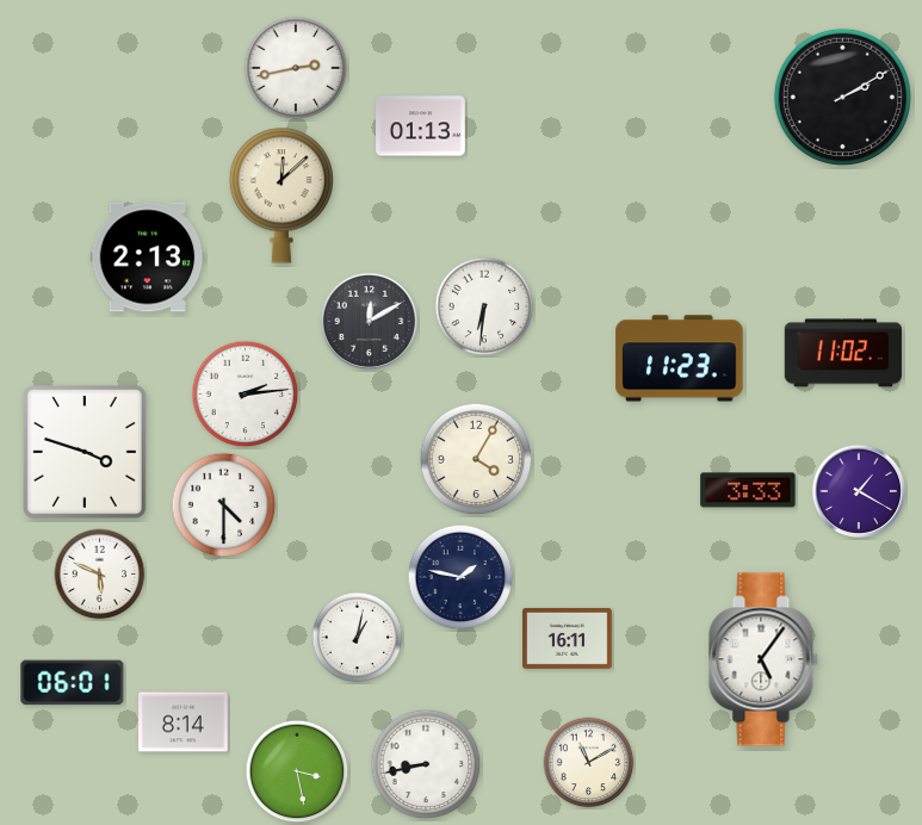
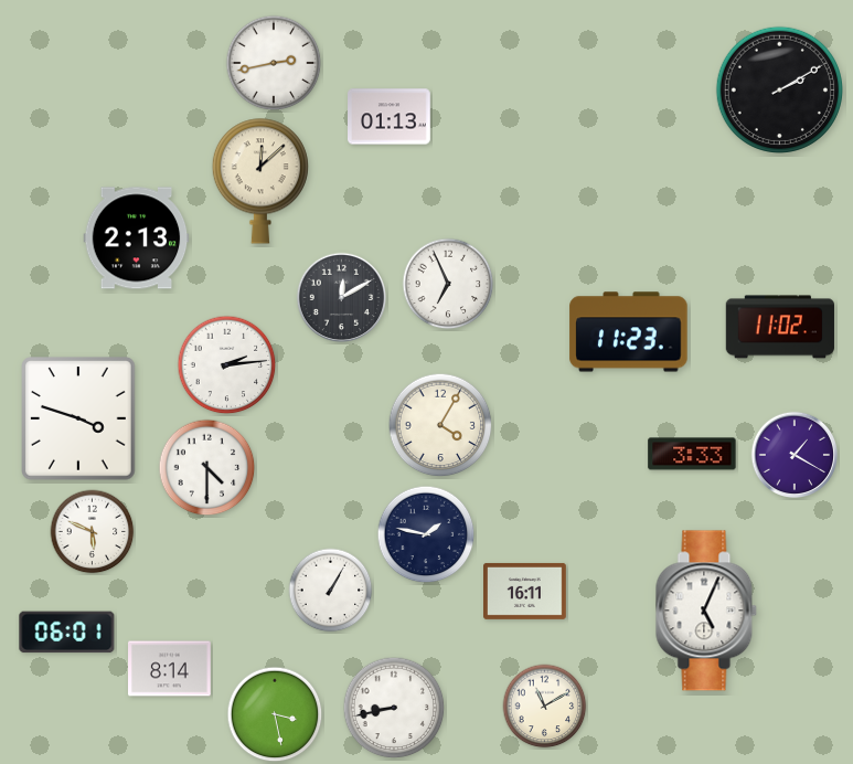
clock at (484, 306): 6:31 -> 6:56
clock at (358, 638): 1:02 -> 1:05
clock at (763, 659): 5:06 -> 5:04
